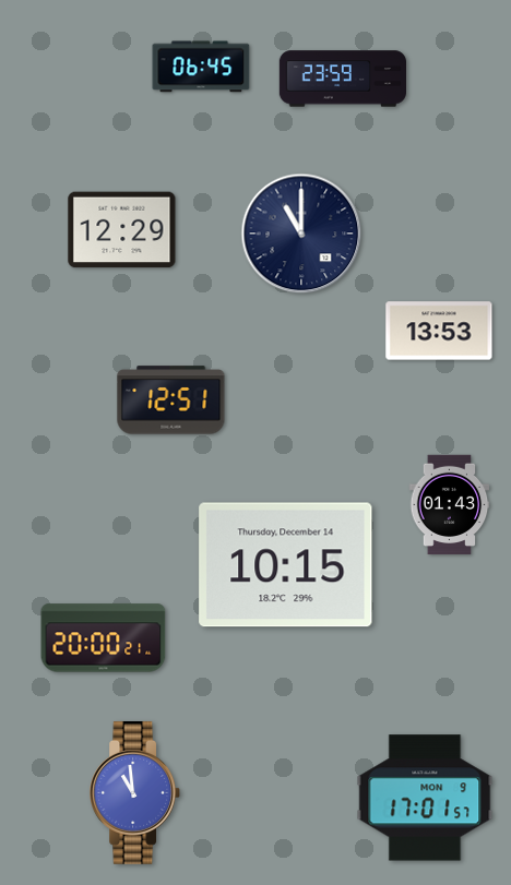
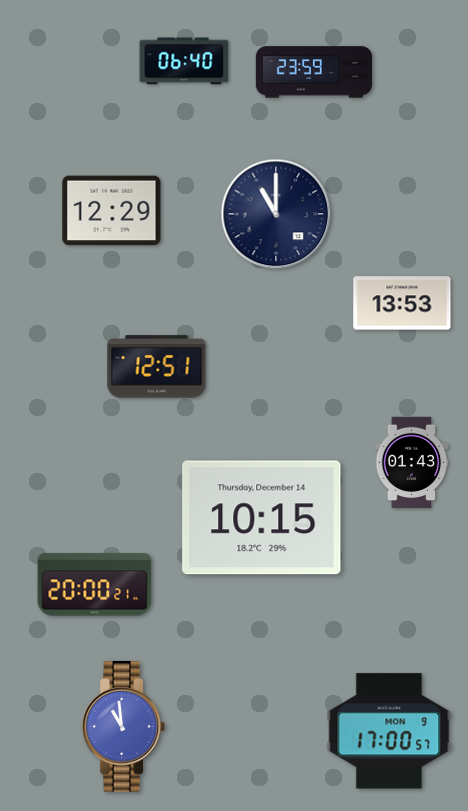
clock at (201, 67): 06:45 -> 06:40
clock at (425, 798): 17:01 -> 17:00
